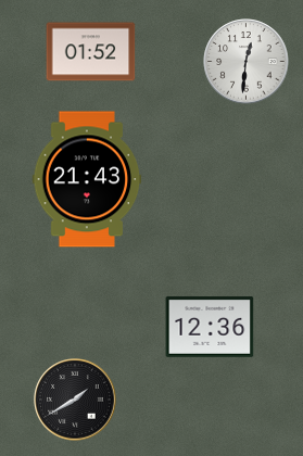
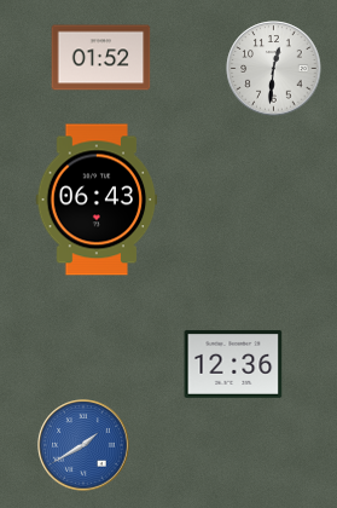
clock at (87, 179): 21:43 -> 06:43
clock at (75, 400) dial: black -> blue
